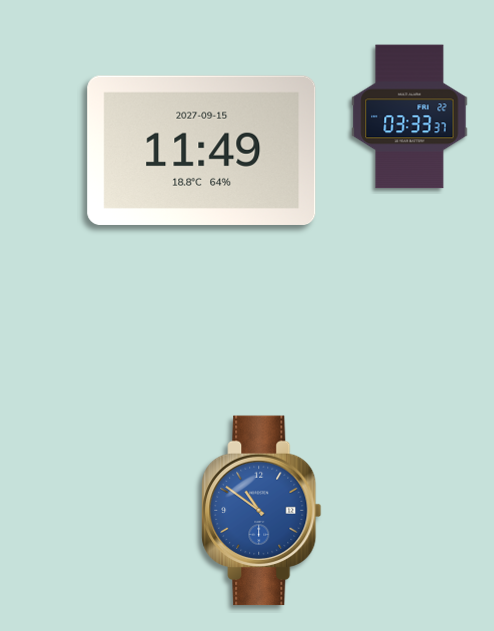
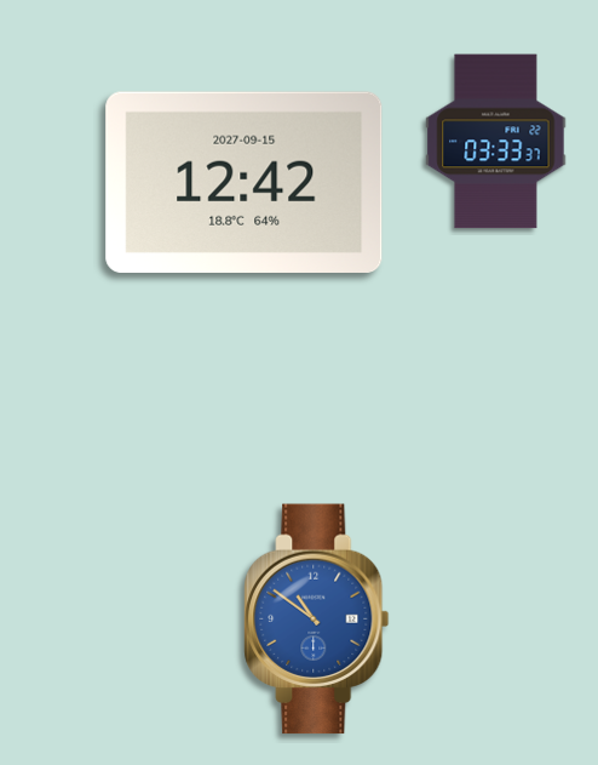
clock at (202, 150): 11:49 -> 12:42
